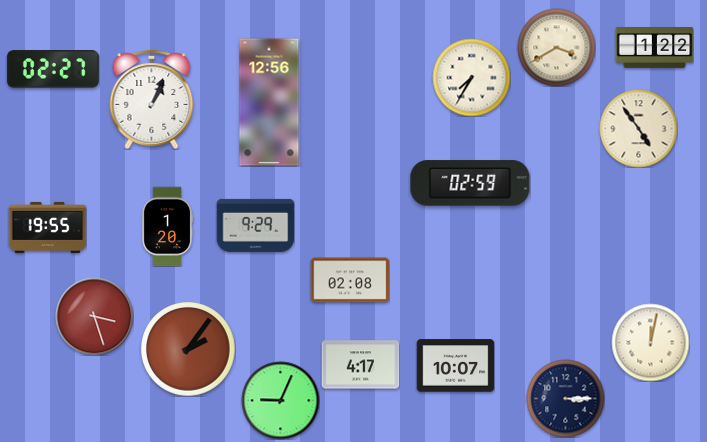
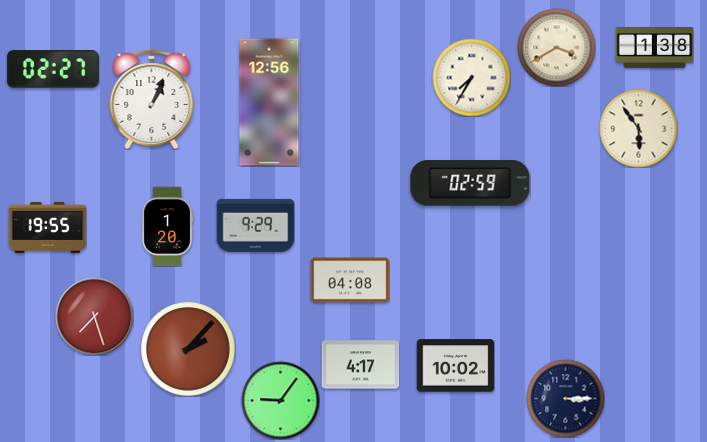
clock at (654, 48): 1:22 -> 1:38
clock at (638, 128): 4:54 -> 5:54
clock at (350, 280): 02:08 -> 04:08
clock at (94, 316): 3:27 -> 7:27
clock at (650, 342): 12:02 -> none
clock at (188, 349): 2:06 -> 2:07
clock at (455, 366): 10:07 -> 10:02
clock at (280, 400): 9:04 -> 9:06
